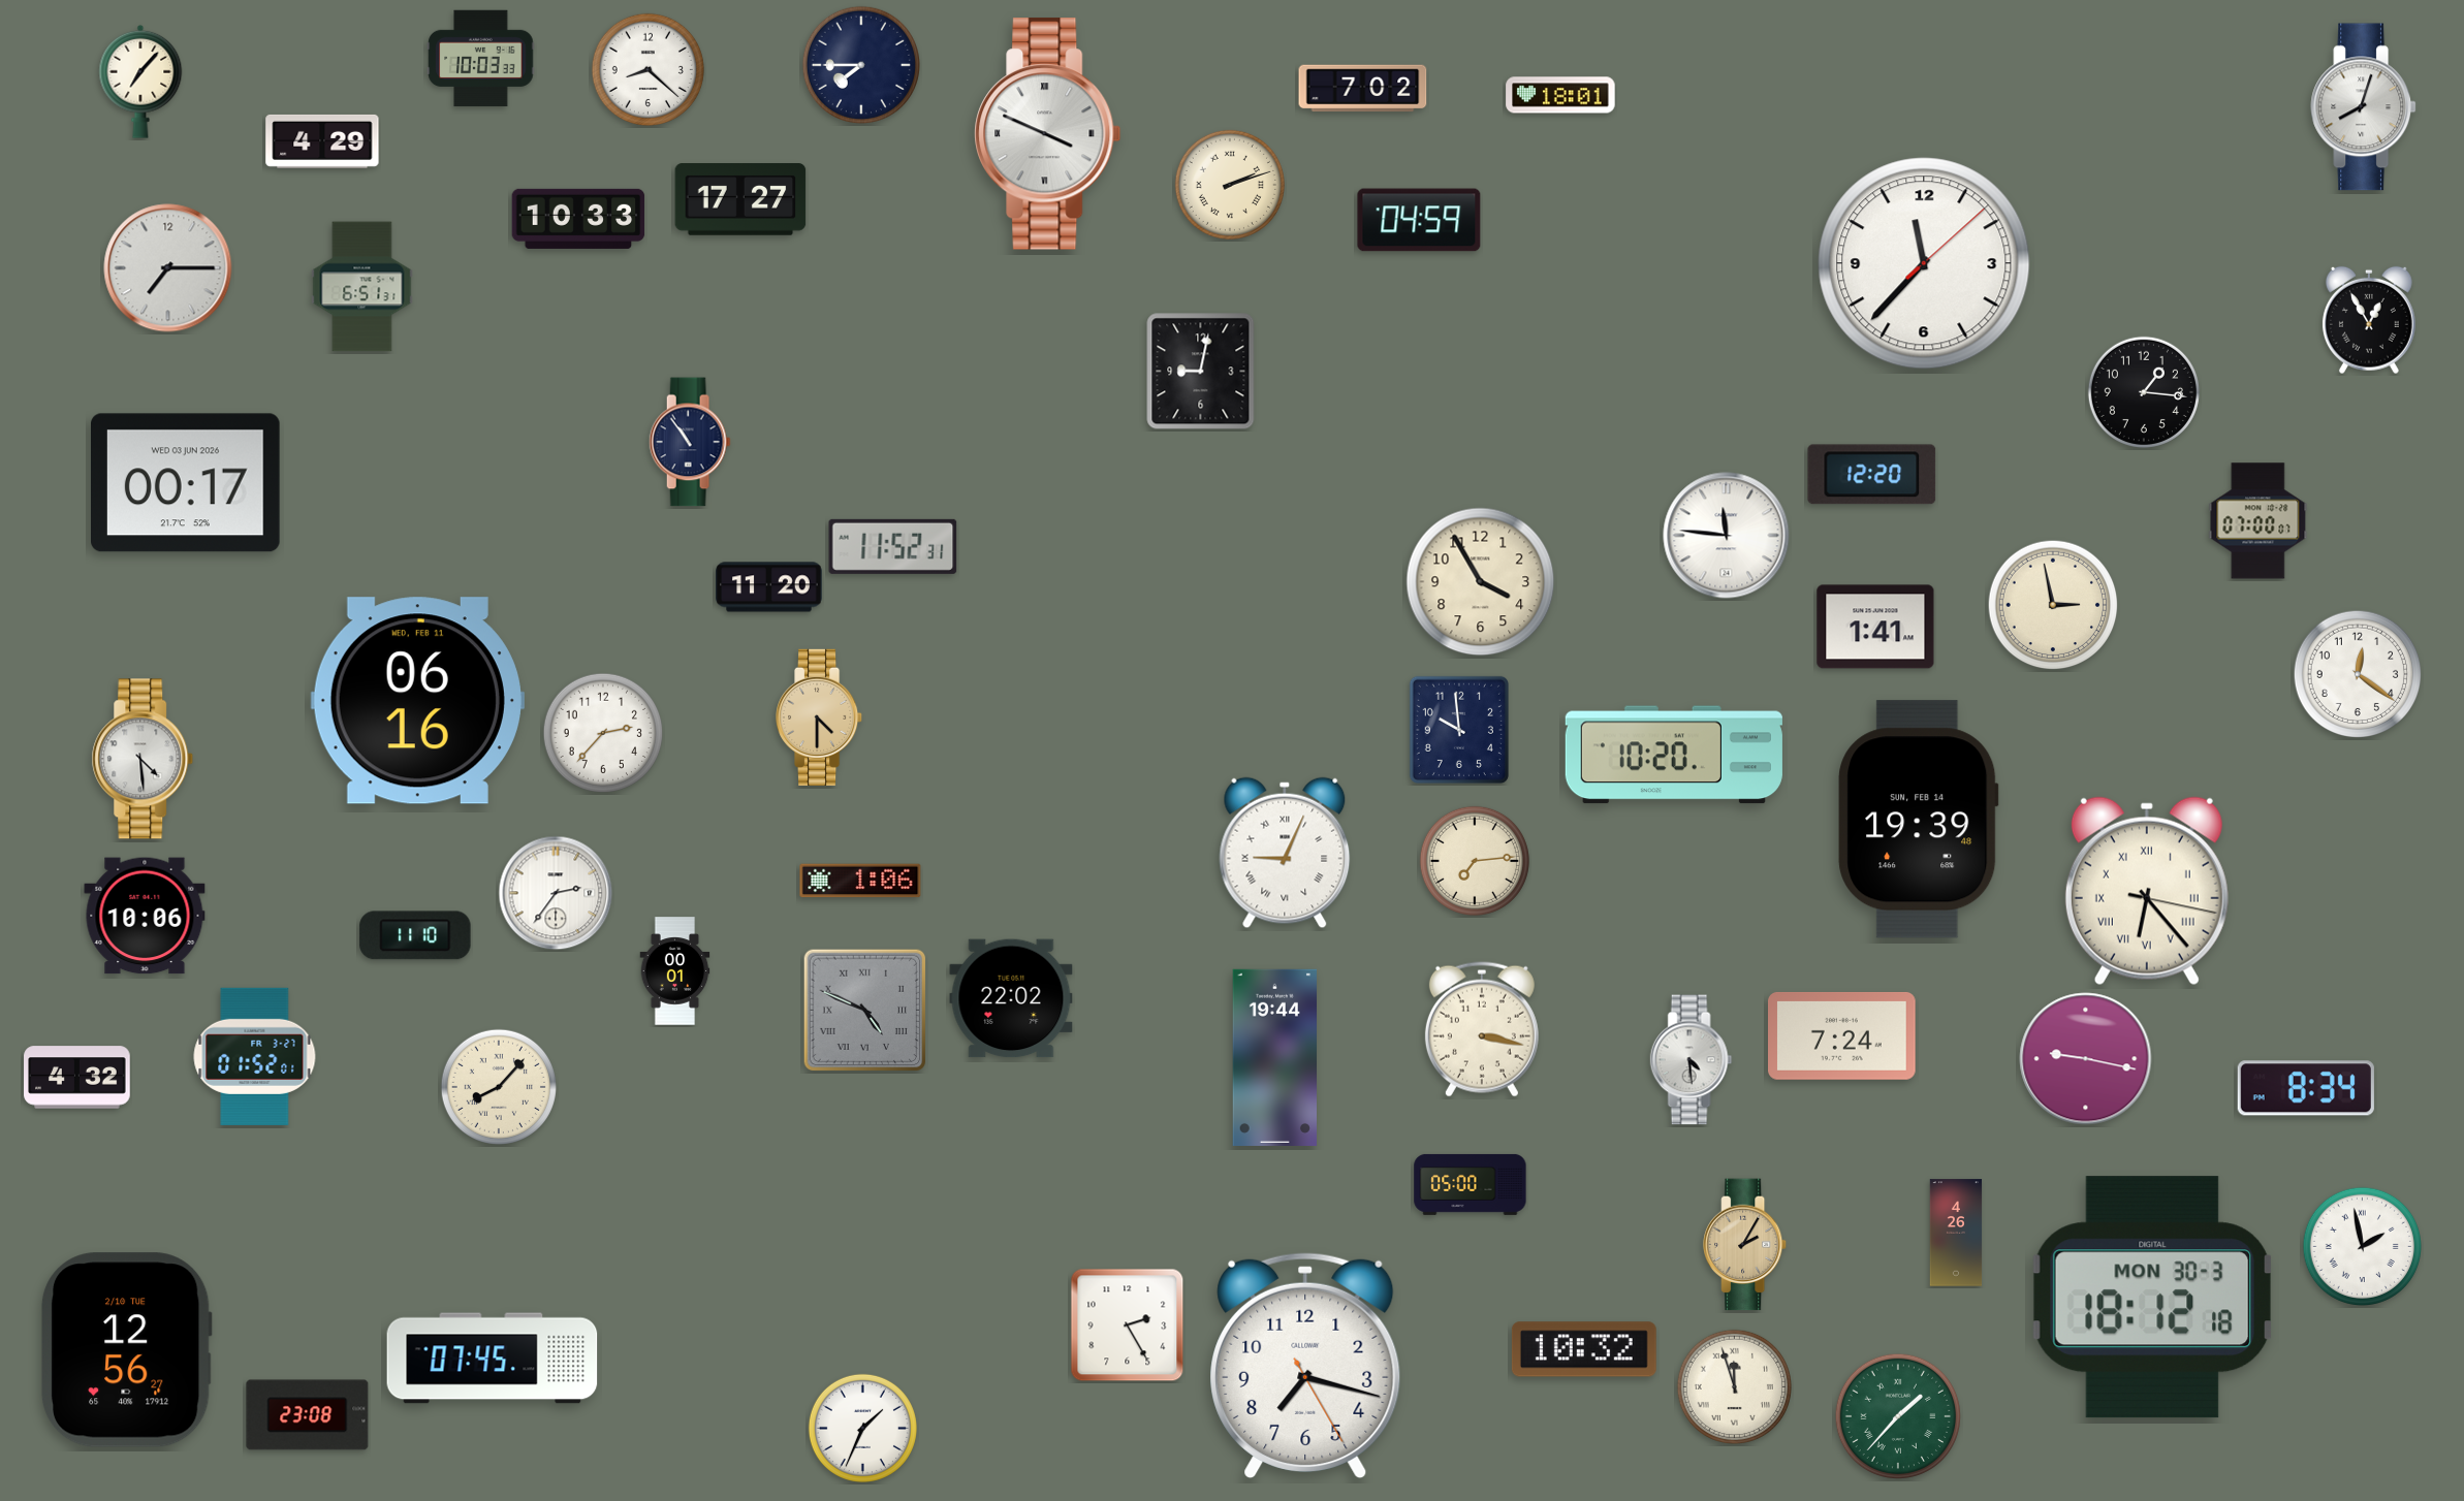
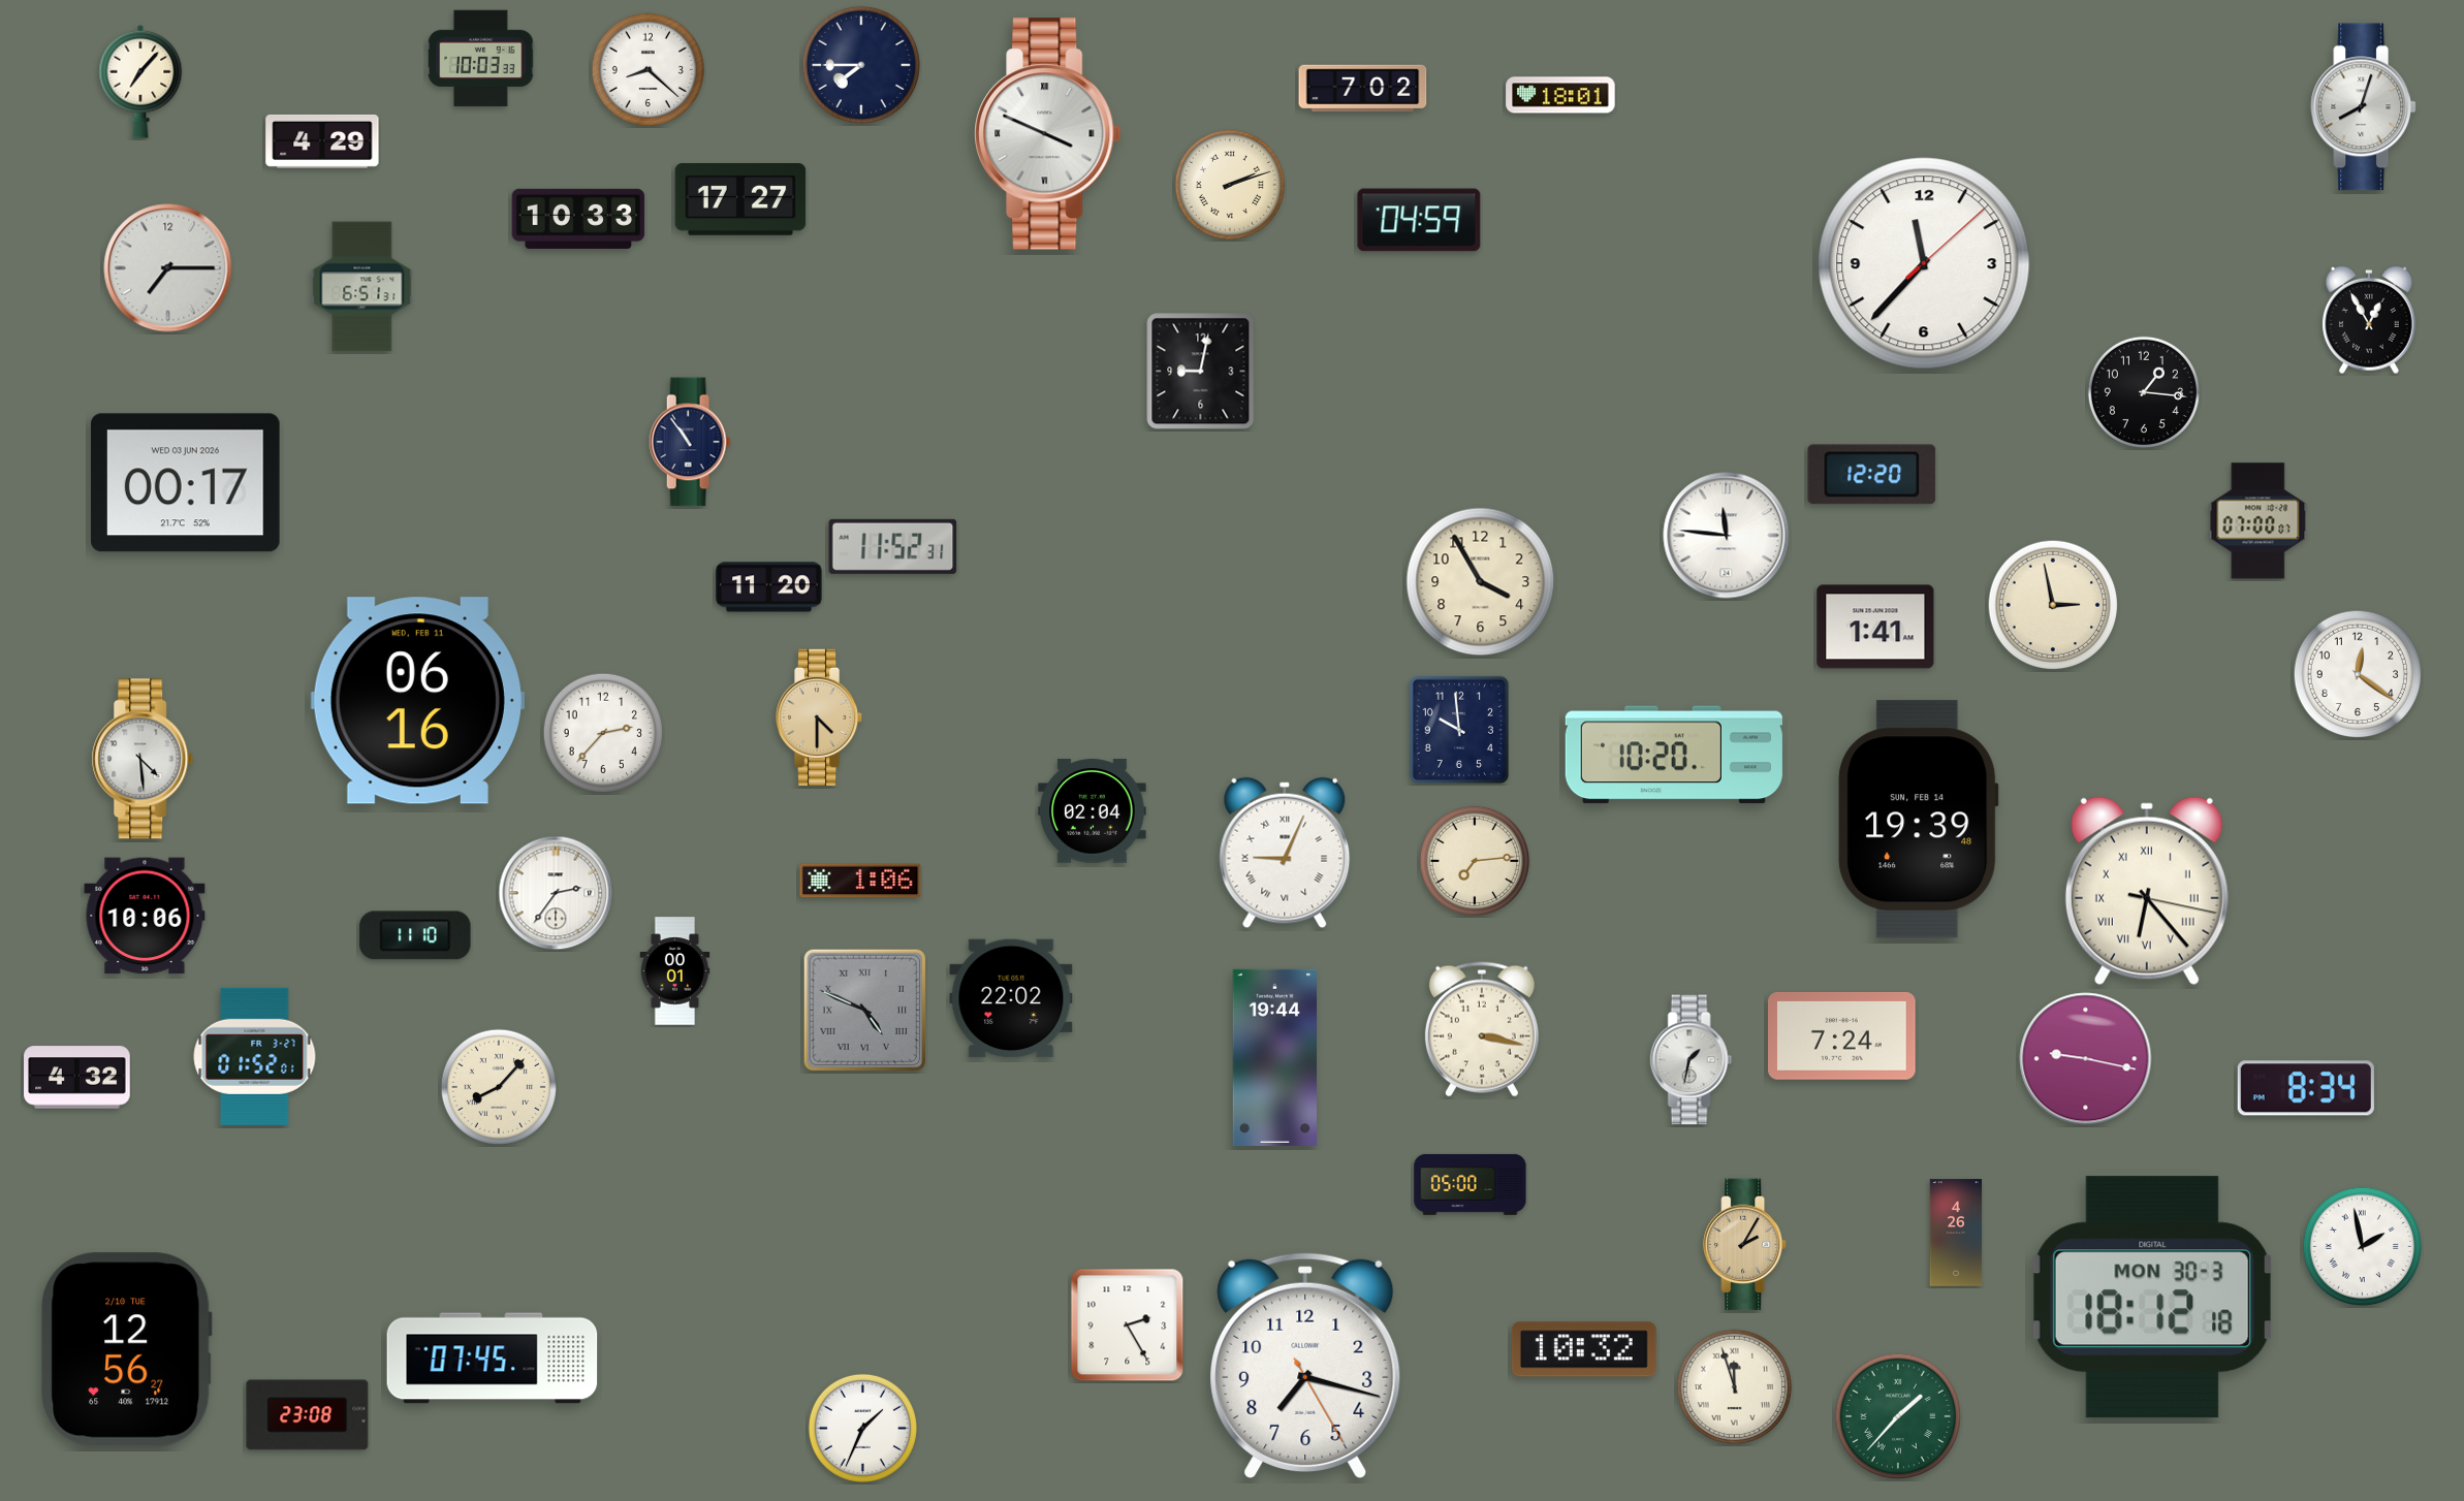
clock at (1093, 811): none -> 02:04
clock at (1692, 1060): 4:29 -> 1:32
